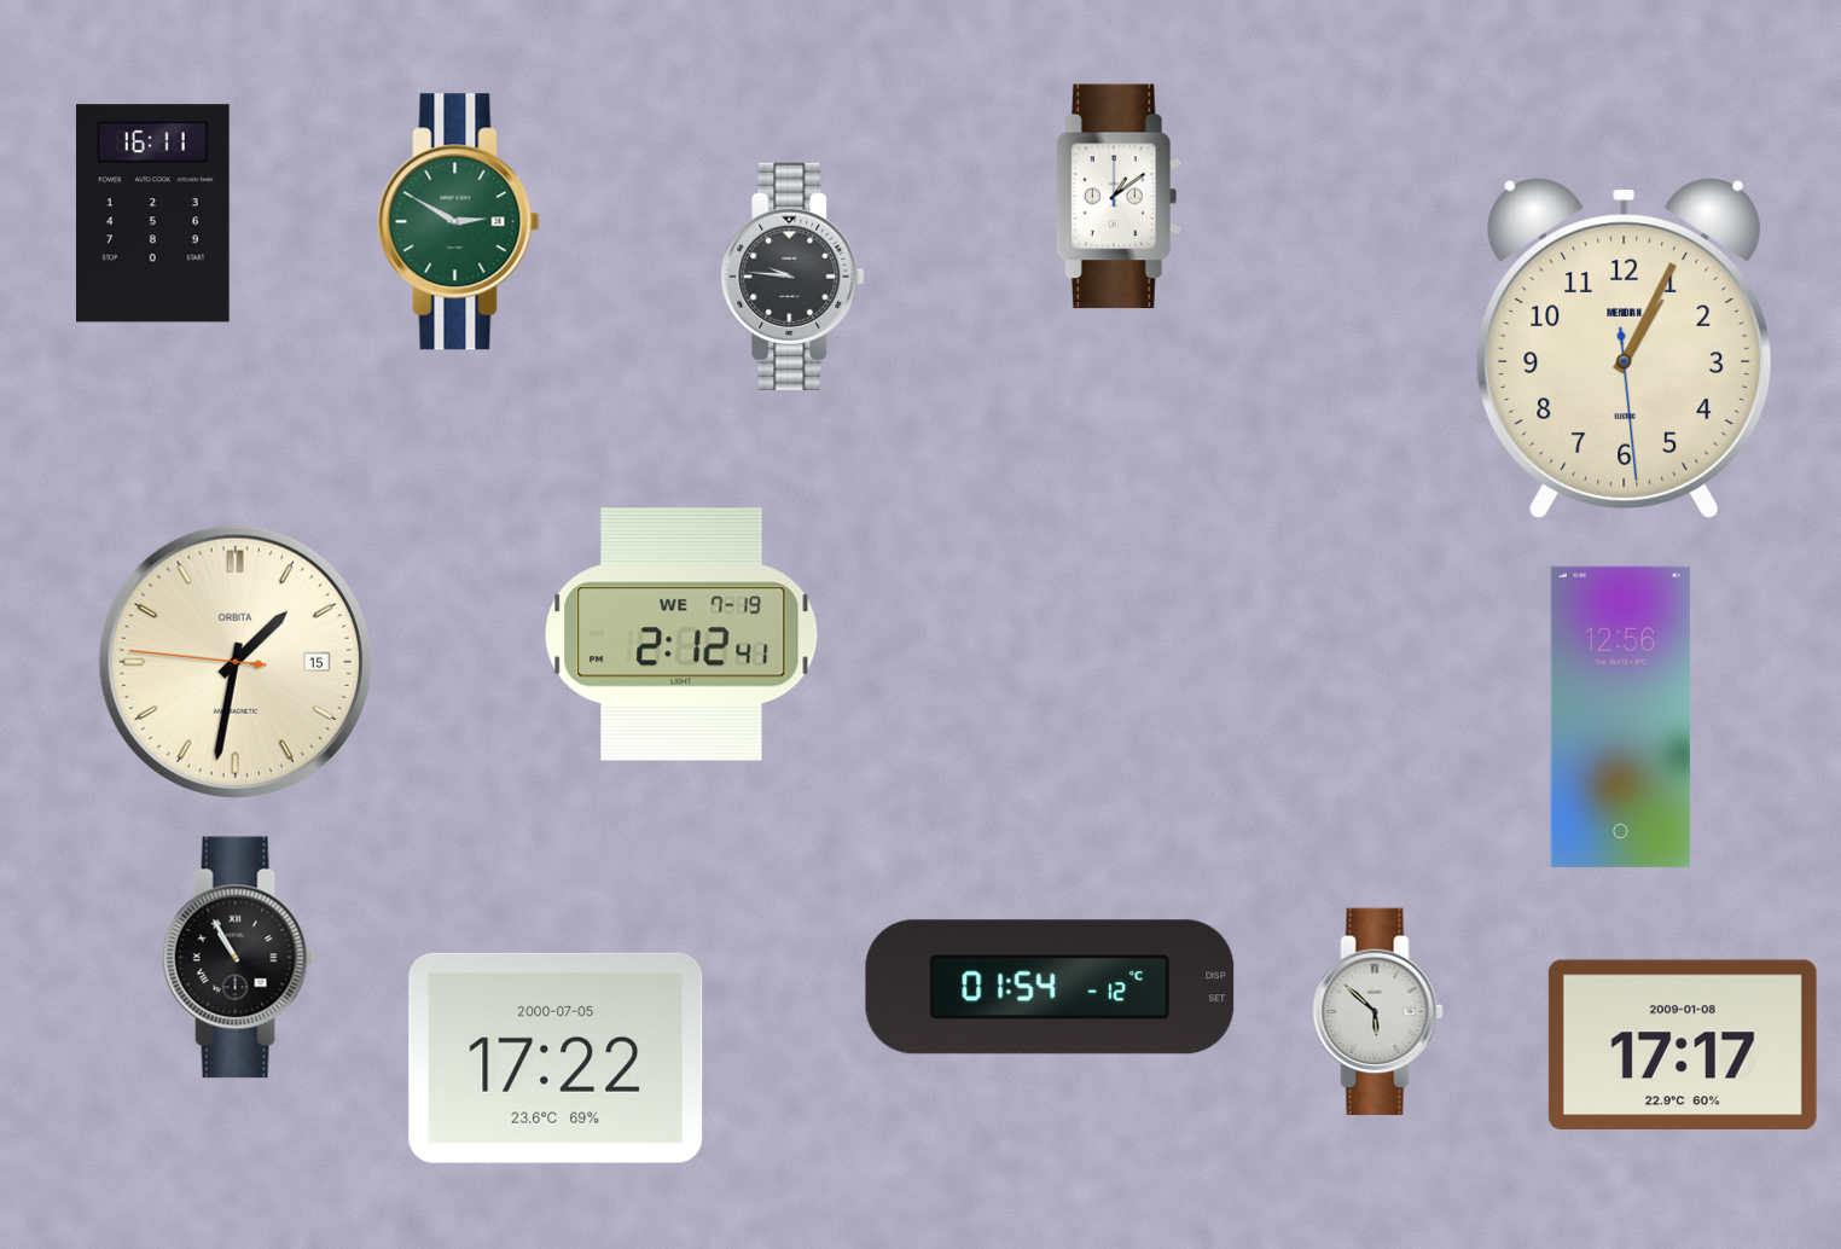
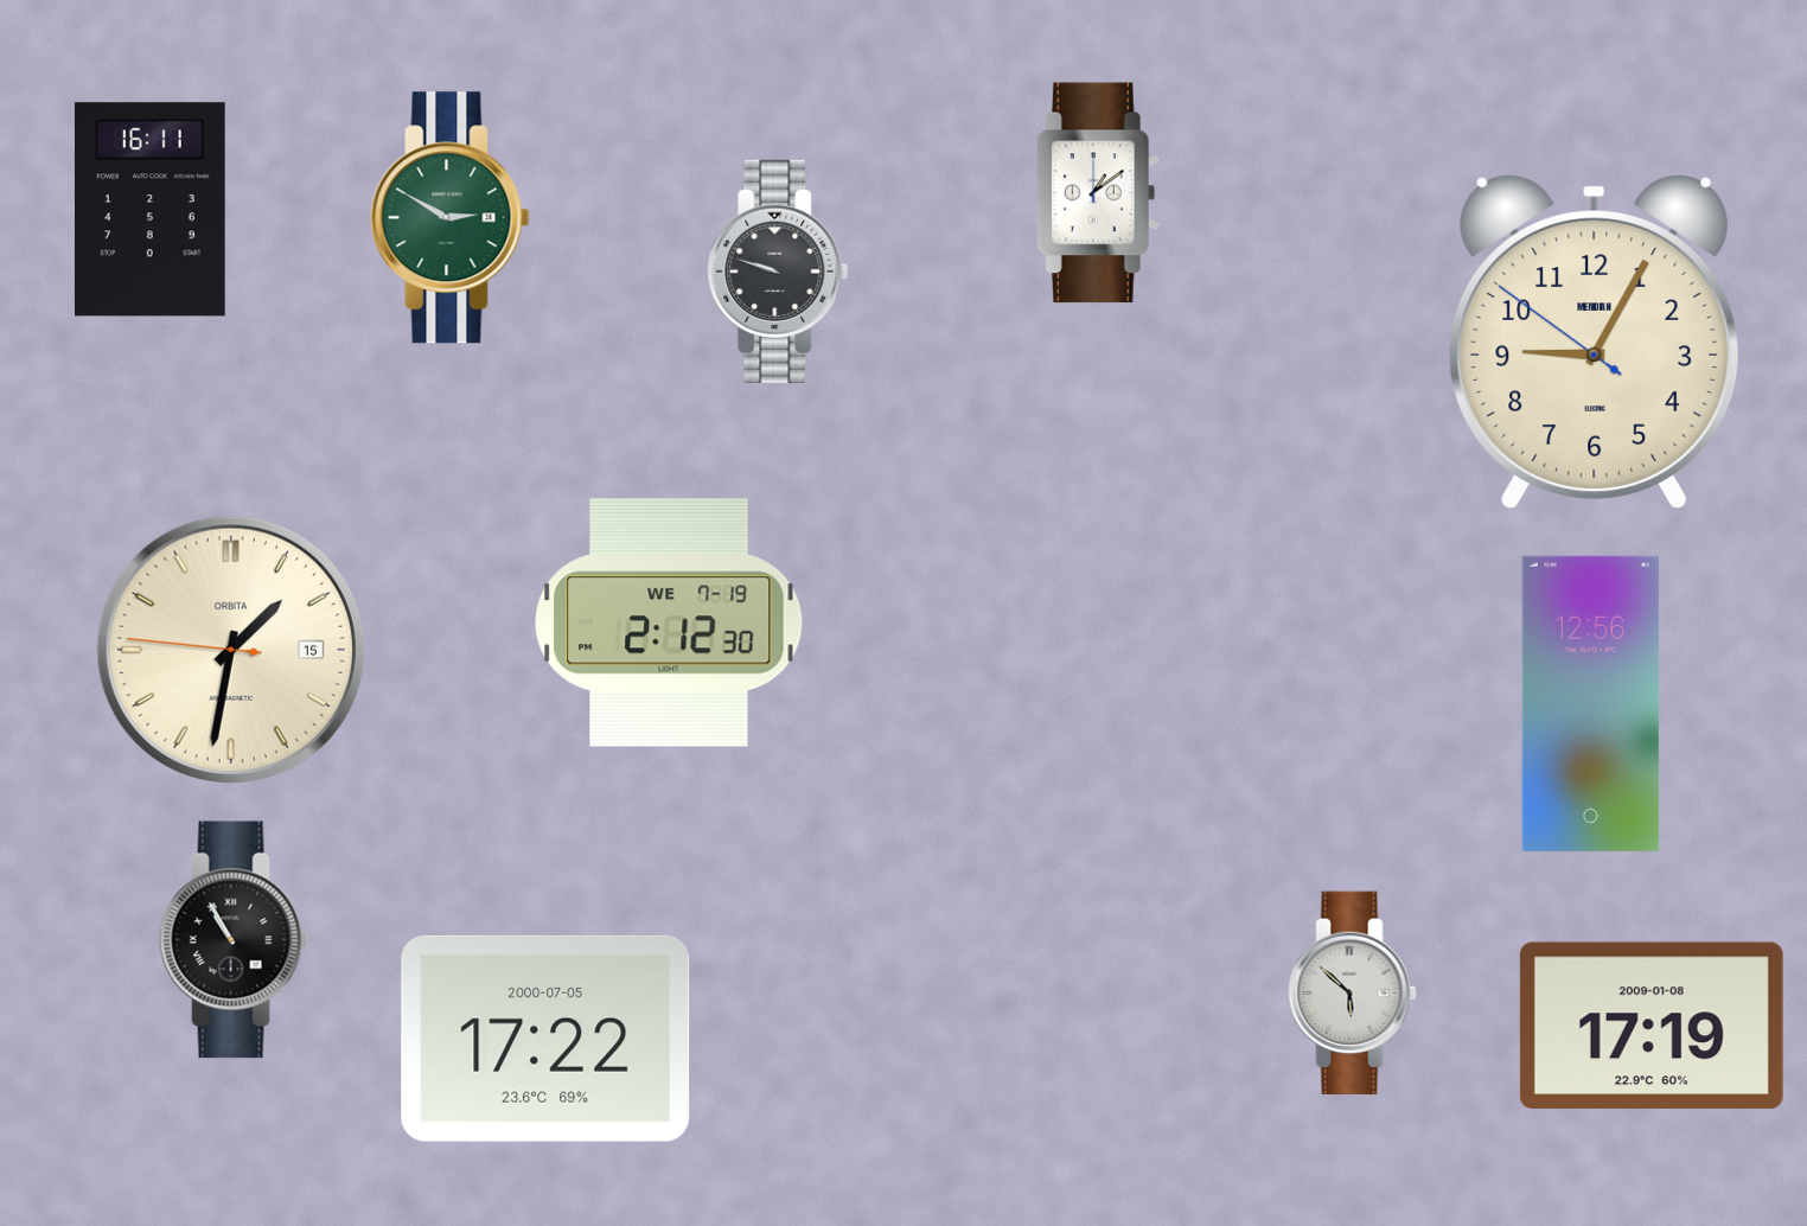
clock at (792, 277): 9:46 -> 9:48
clock at (1625, 348): 1:04 -> 9:04
clock at (681, 634): 2:12:41 -> 2:12:30
clock at (1050, 987): 01:54 -> none
clock at (1683, 1044): 17:17 -> 17:19
